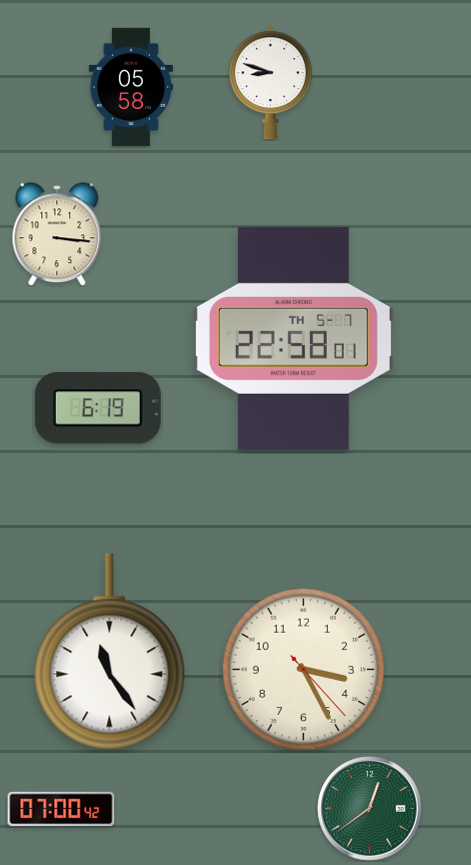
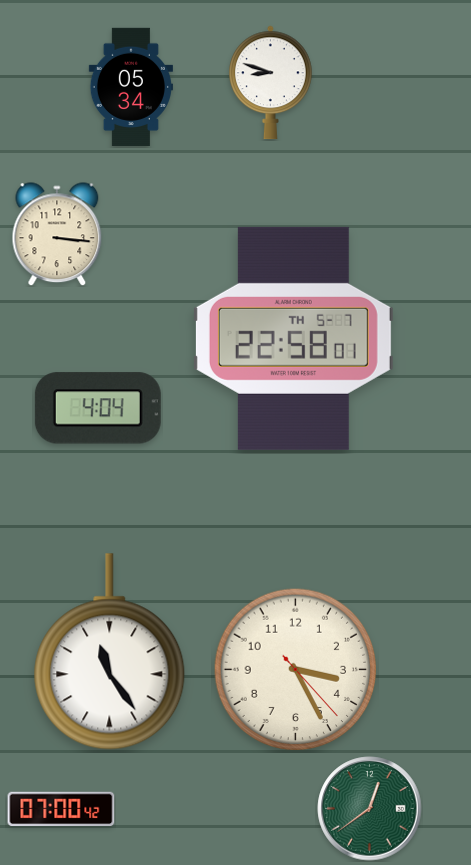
clock at (131, 87): 05:58 -> 05:34
clock at (98, 408): 6:19 -> 4:04
clock at (304, 670) position: (304, 670) -> (296, 670)
